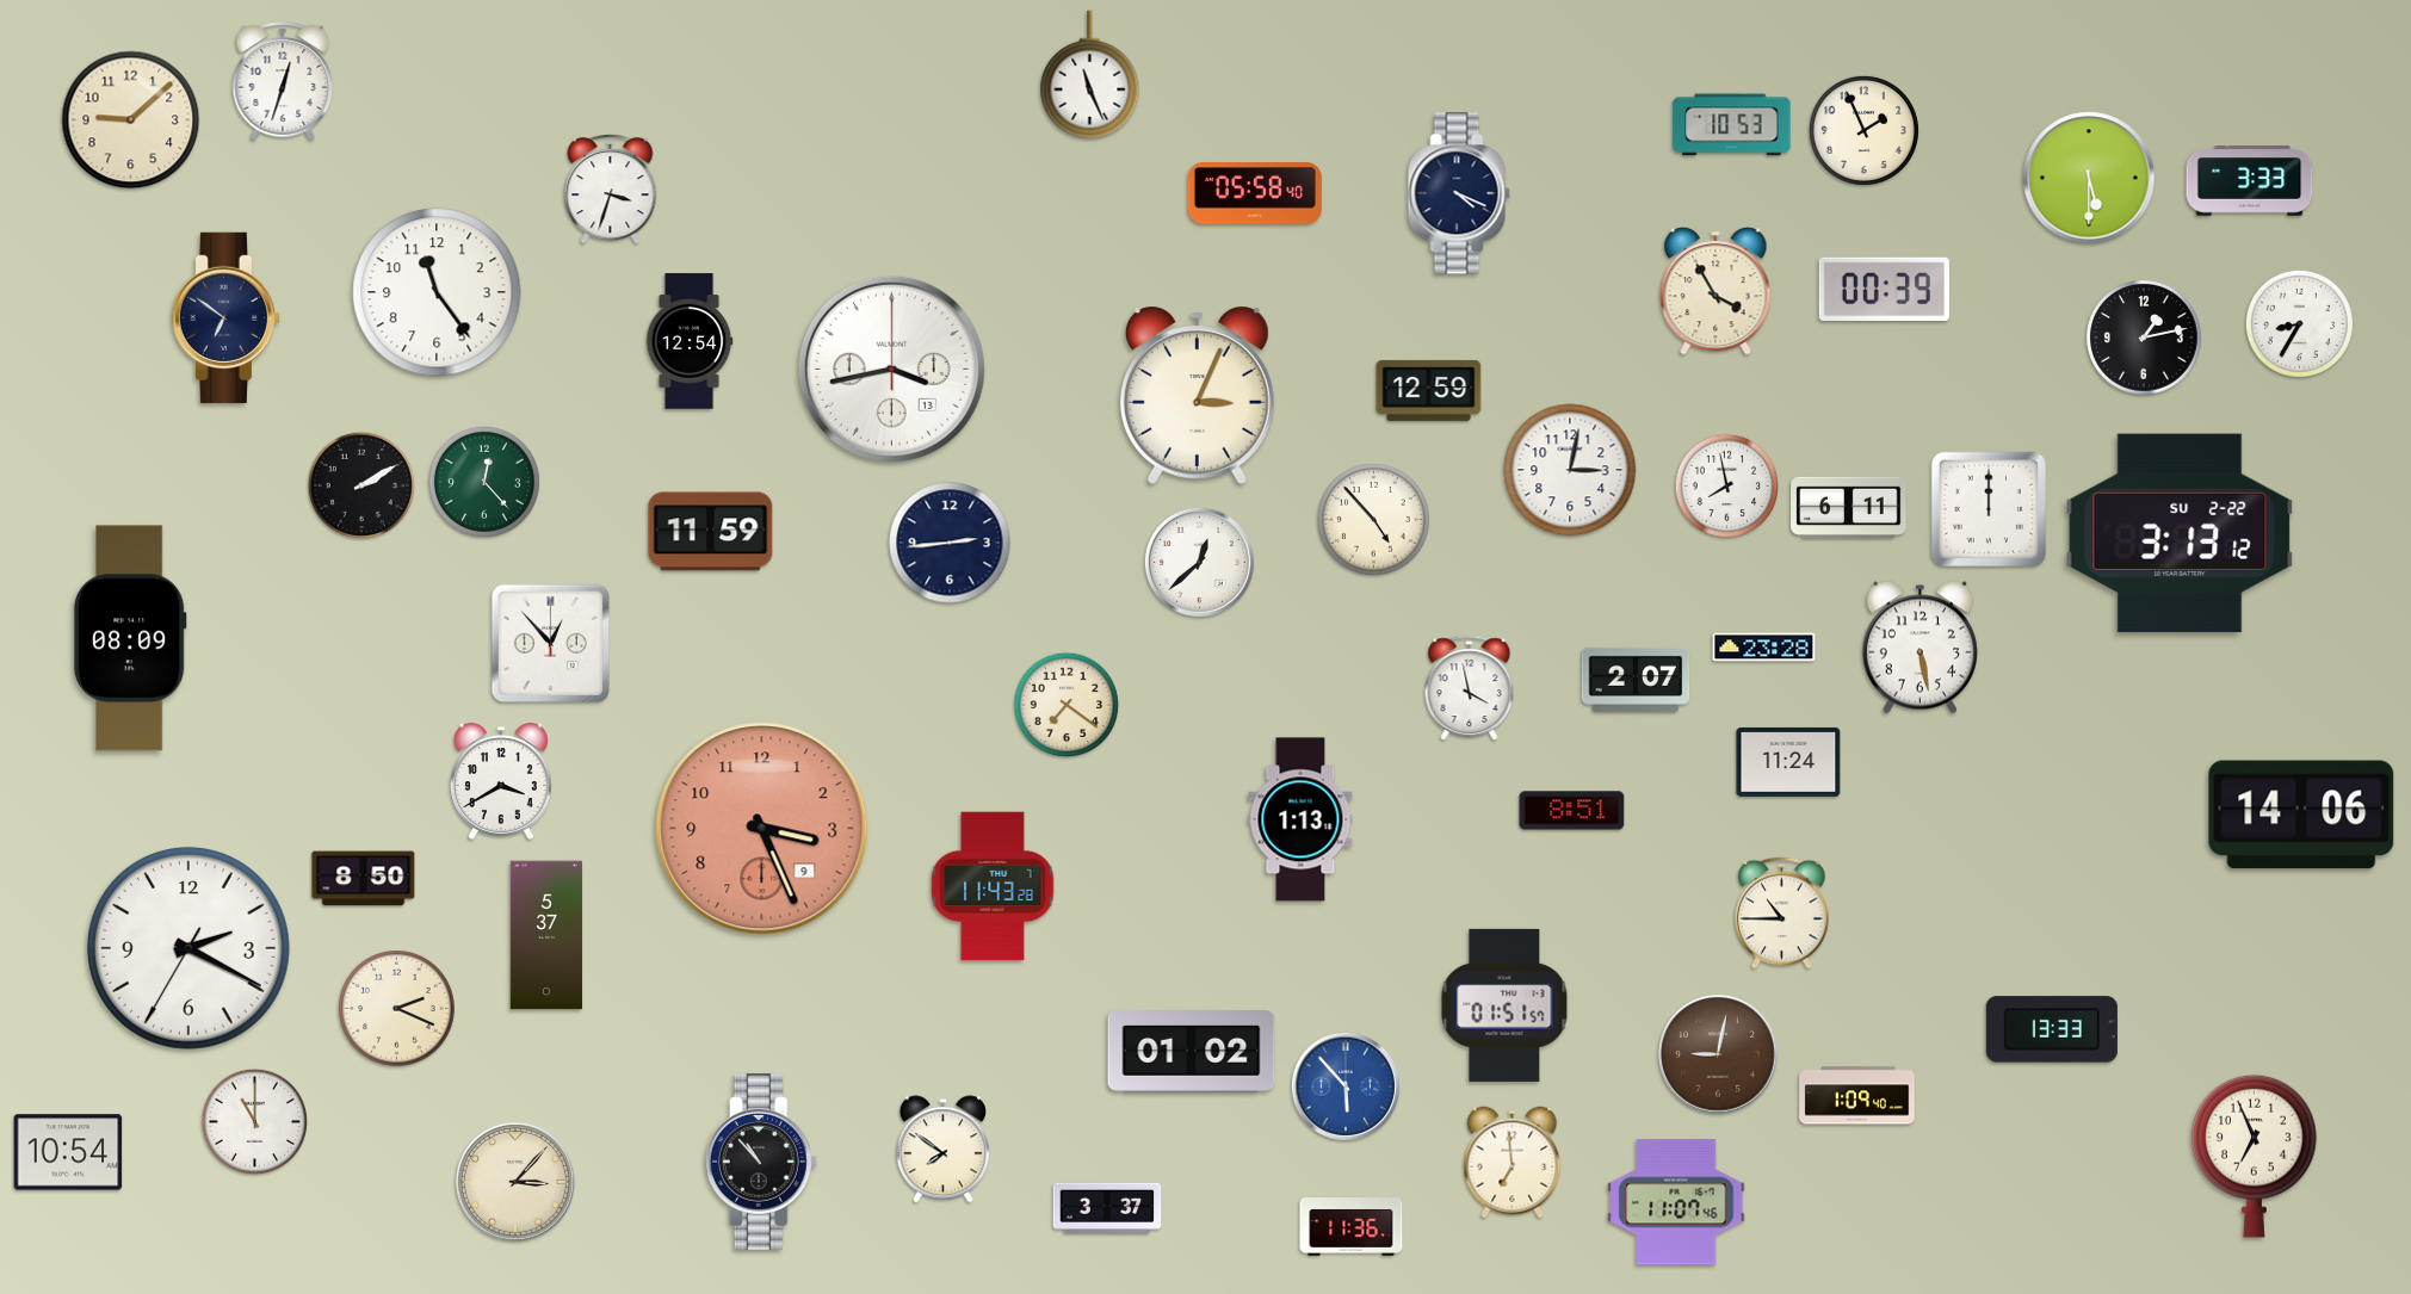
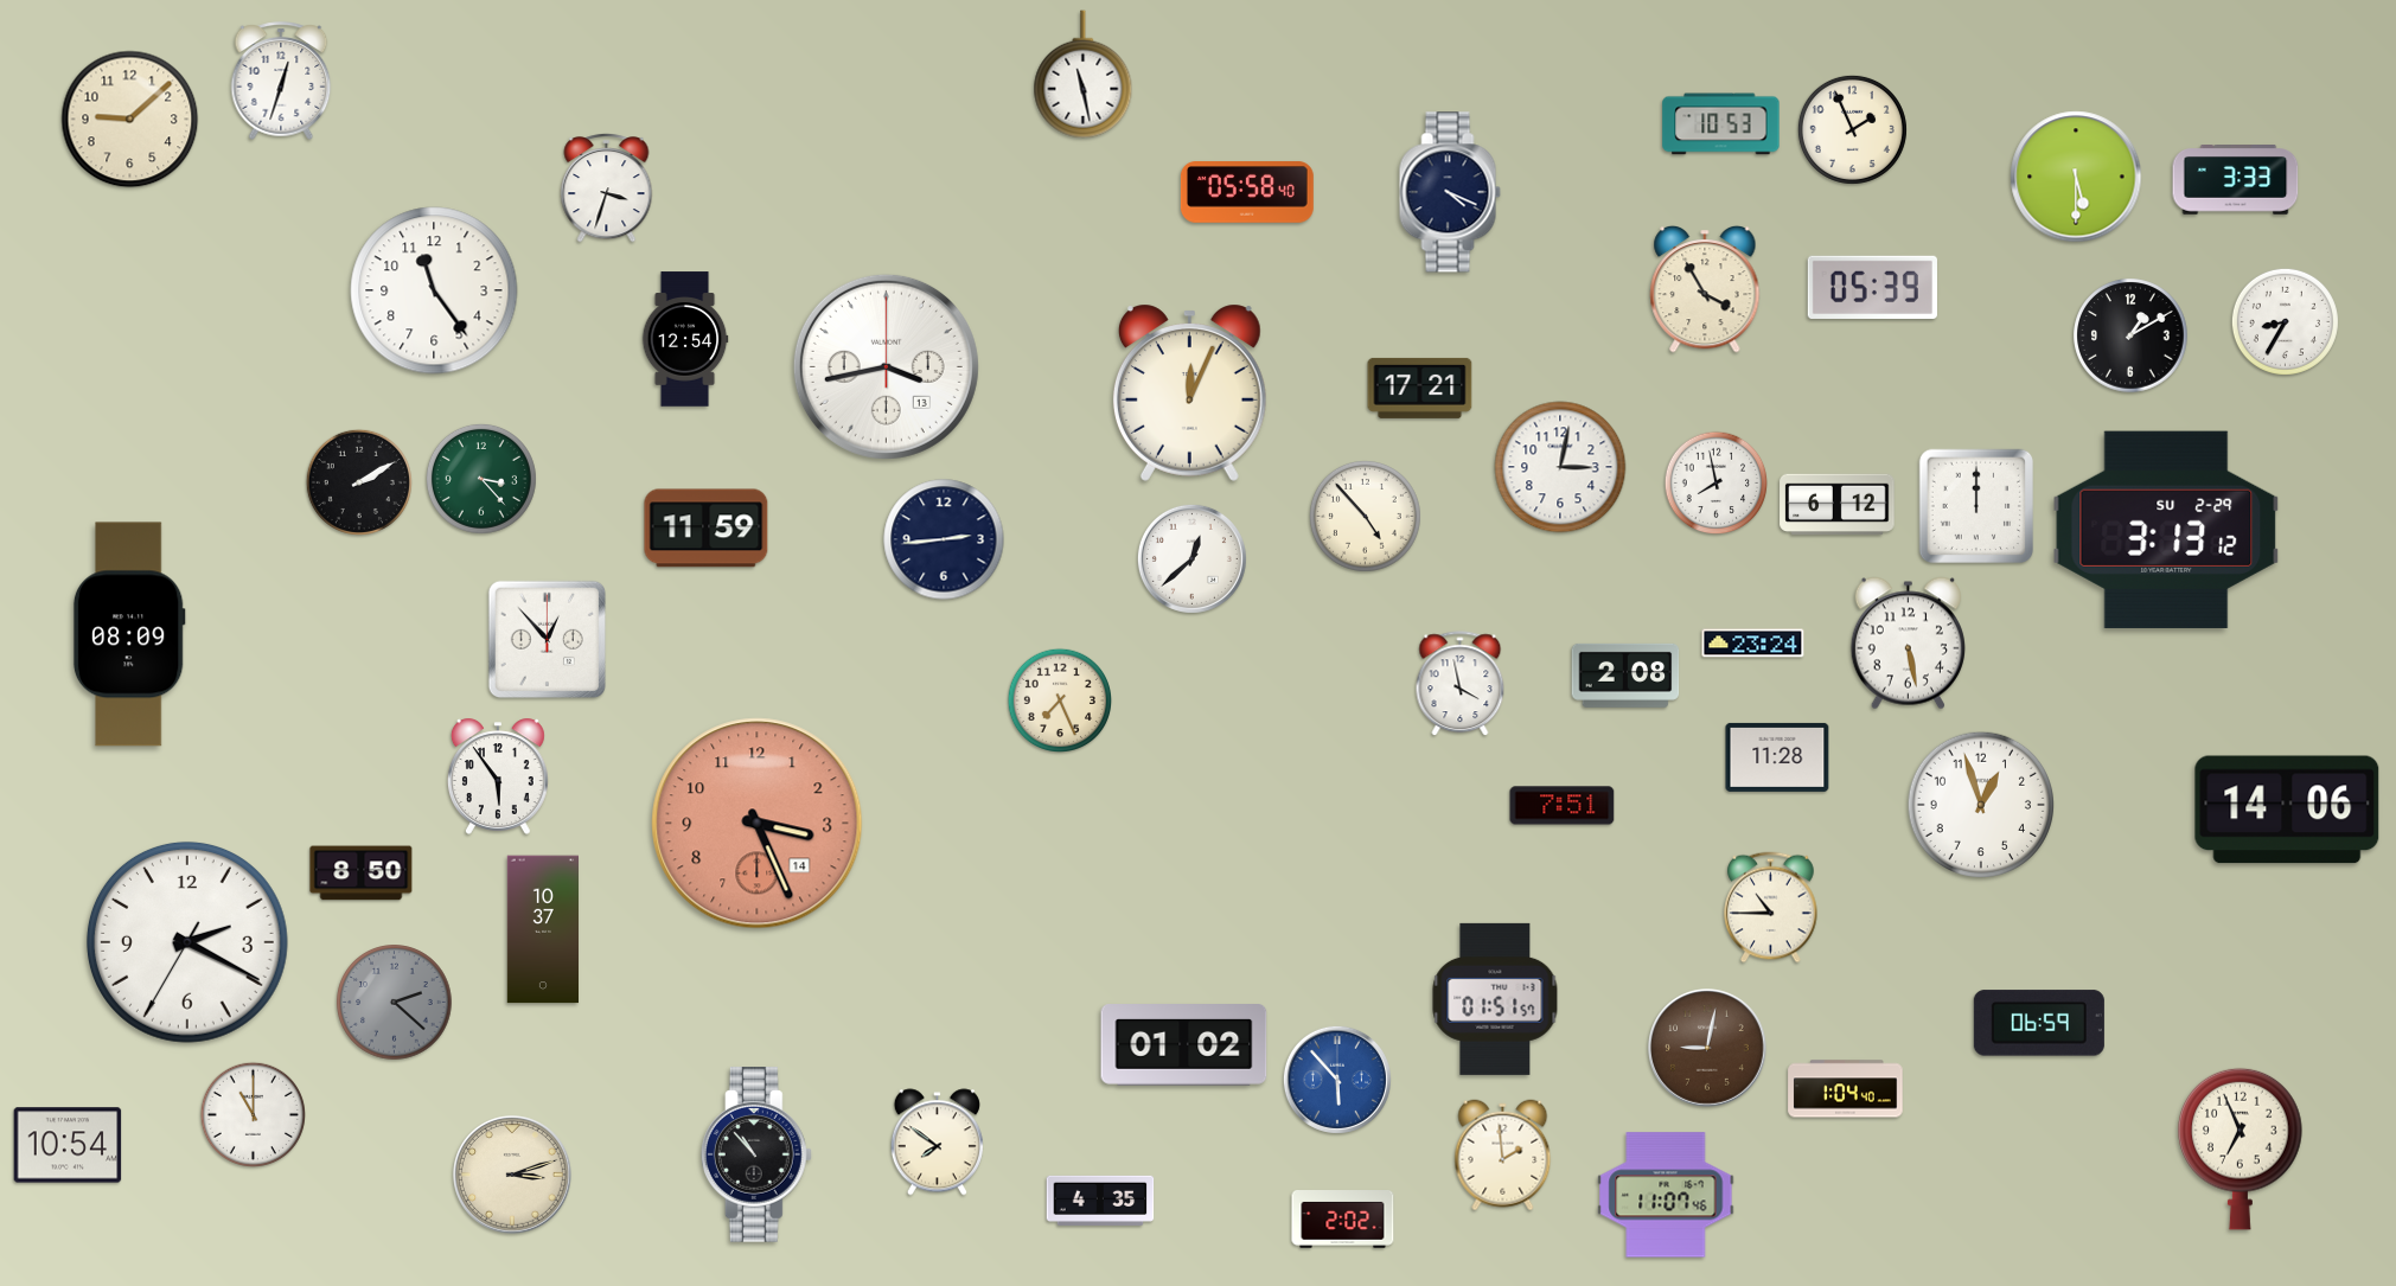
clock at (1090, 75): 11:26 -> 11:28
clock at (1884, 289): 00:39 -> 05:39
clock at (225, 317): 6:51 -> none
clock at (2144, 338): 1:13 -> 1:10
clock at (1429, 390): 12:59 -> 17:21
clock at (1197, 395): 3:04 -> 12:04
clock at (484, 482): 12:23 -> 3:23
clock at (1849, 508): 6:11 -> 6:12
clock at (2180, 533) date: SU 2-22 -> SU 2-29
clock at (1764, 648): 23:28 -> 23:24
clock at (1636, 680): 2:07 -> 2:08
clock at (1067, 705): 7:21 -> 7:26
clock at (1788, 762): 11:24 -> 11:28
clock at (501, 781): 3:40 -> 5:54
clock at (1980, 804): none -> 12:57
clock at (1572, 811): 8:51 -> 7:51
clock at (1300, 819): 1:13 -> none
clock at (762, 829) date: 9 -> 14
clock at (993, 886): 11:43 -> none
clock at (545, 935): 5:37 -> 10:37
clock at (397, 1009): 2:19 -> 2:22
clock at (397, 1009) dial: cream -> grey
clock at (2052, 1029): 13:33 -> 06:59
clock at (1857, 1096): 1:09 -> 1:04
clock at (1513, 1163): 6:59 -> 1:59
clock at (517, 1183): 3:07 -> 3:12
clock at (1107, 1208): 3:37 -> 4:35
clock at (1352, 1227): 11:36 -> 2:02
